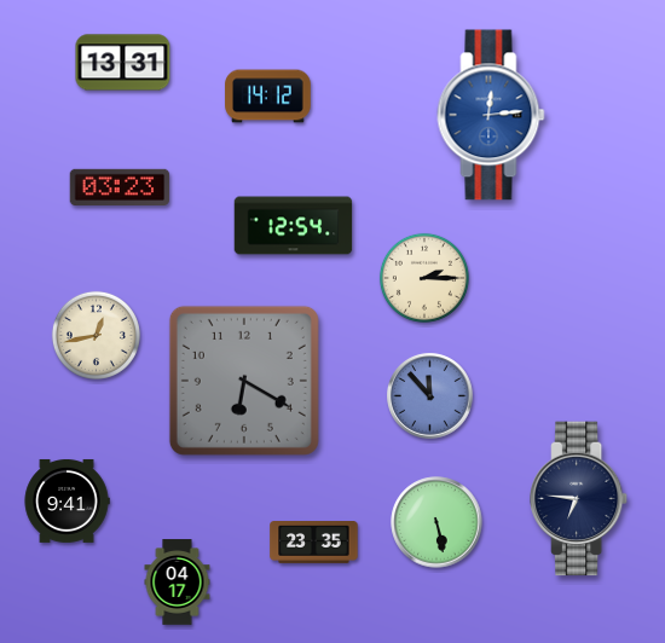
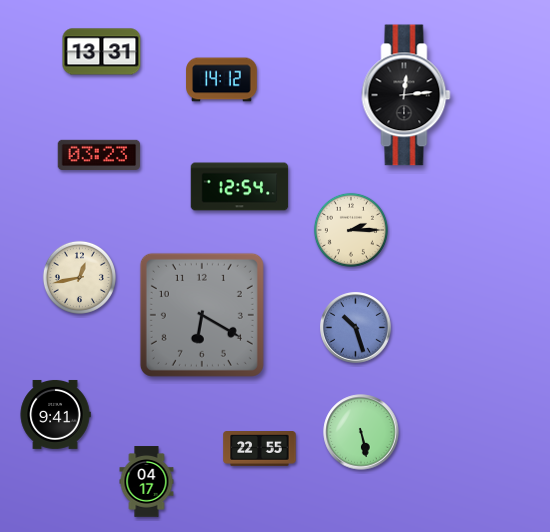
clock at (491, 115) dial: blue -> black
clock at (294, 226) position: (294, 226) -> (240, 187)
clock at (430, 396): 11:53 -> 10:27
clock at (580, 499): 6:46 -> none
clock at (314, 543): 23:35 -> 22:55
